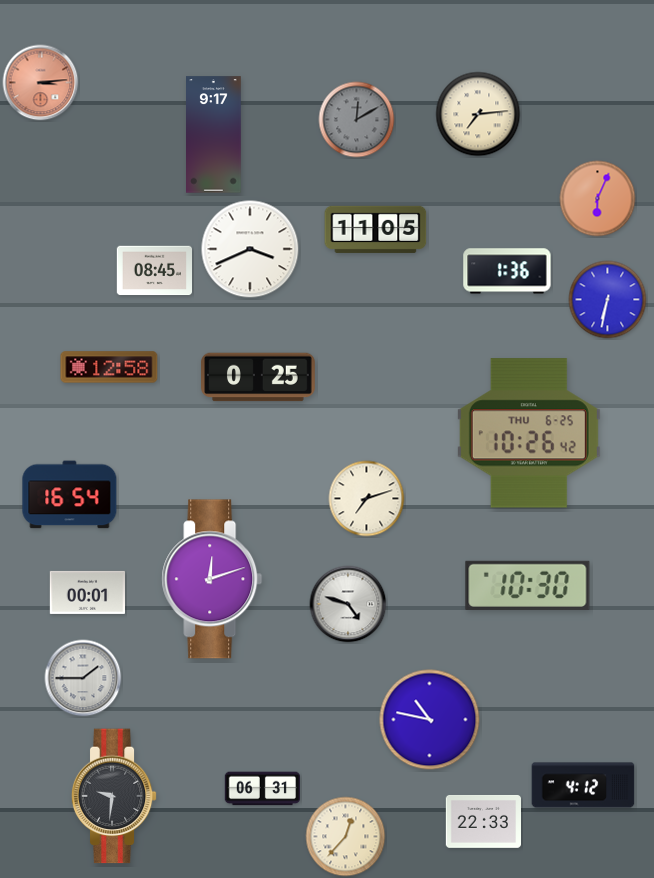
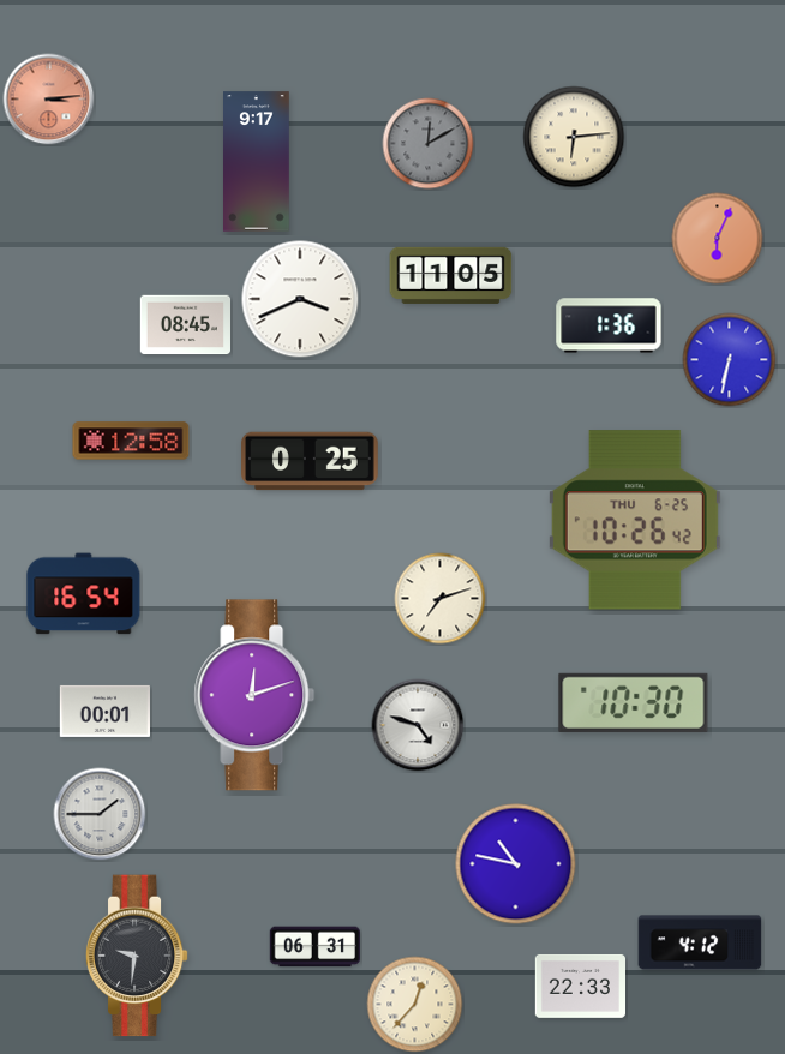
clock at (478, 114): 7:14 -> 6:14
clock at (258, 377) position: (258, 377) -> (310, 461)
